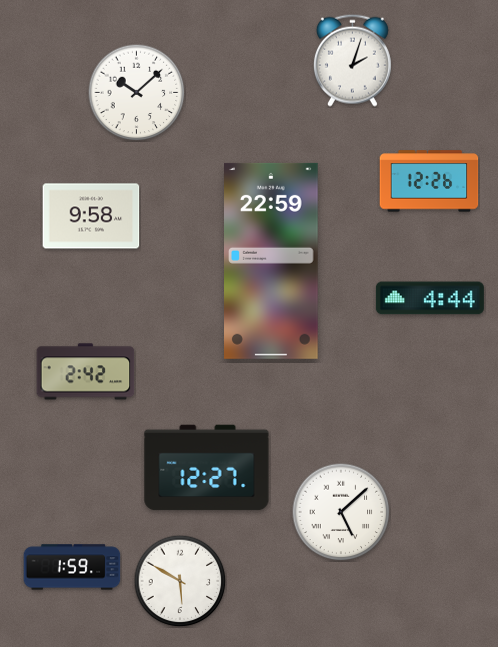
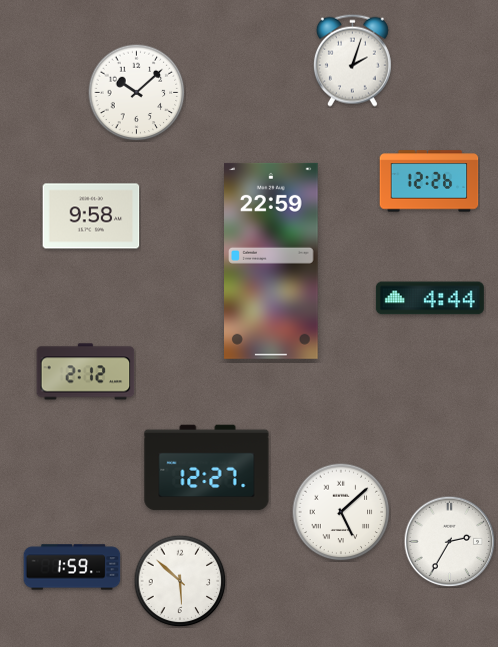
clock at (86, 372): 2:42 -> 2:12
clock at (449, 541): none -> 2:35
clock at (180, 581): 5:50 -> 5:52
